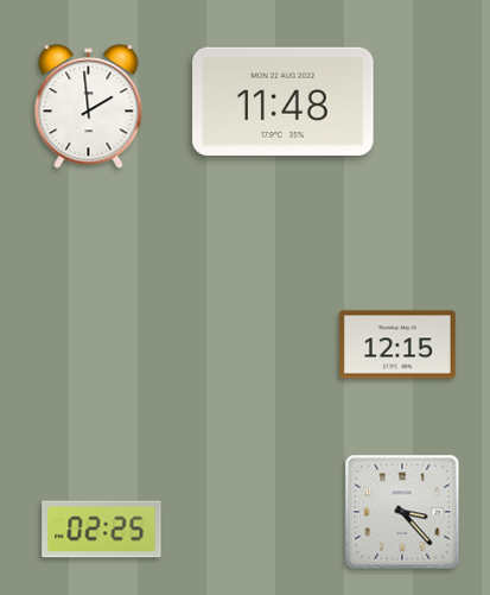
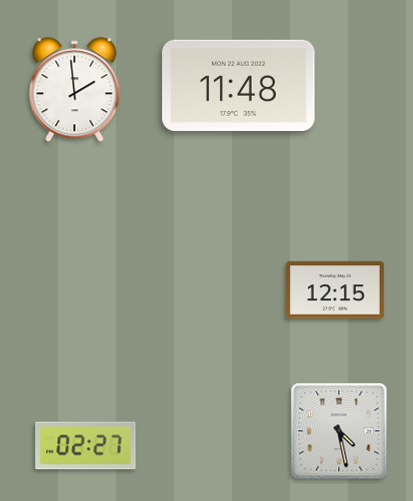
clock at (402, 512): 3:23 -> 4:28
clock at (102, 530): 02:25 -> 02:27
